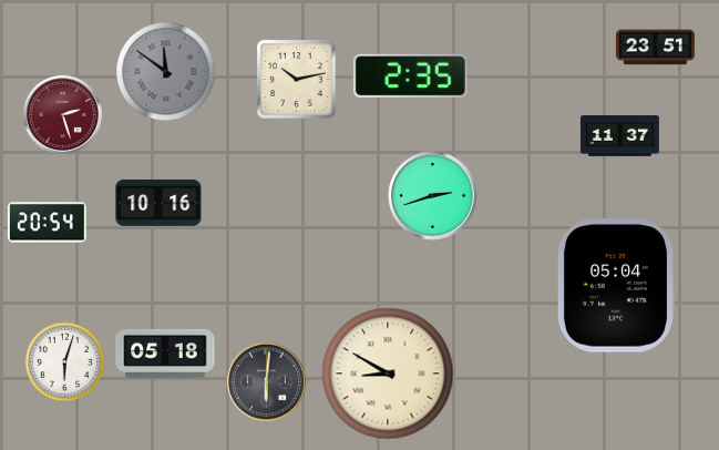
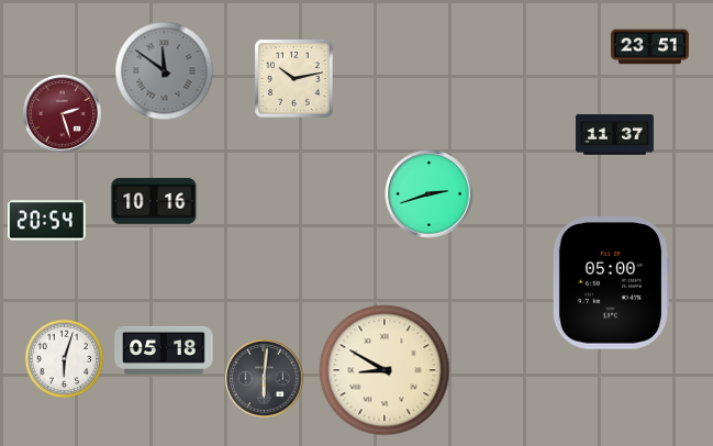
clock at (410, 76): 2:35 -> none
clock at (158, 203) position: (158, 203) -> (154, 201)
clock at (616, 286): 05:04 -> 05:00
